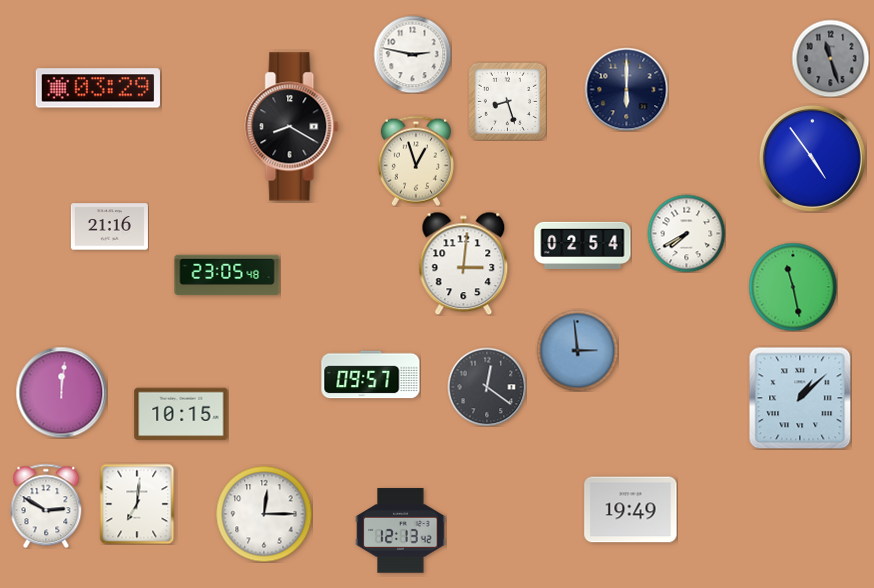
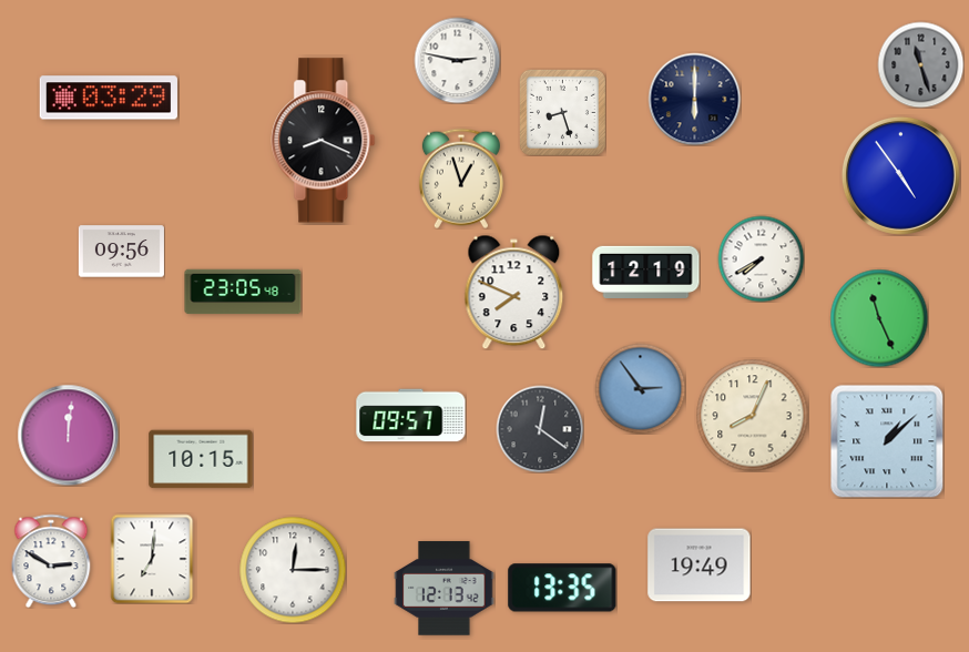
clock at (292, 127): 8:20 -> 8:19
clock at (109, 227): 21:16 -> 09:56
clock at (583, 245): 02:54 -> 12:19
clock at (464, 263): 3:01 -> 7:49
clock at (227, 275) position: (227, 275) -> (243, 292)
clock at (793, 287): 11:28 -> 11:26
clock at (577, 350): 2:59 -> 2:54
clock at (753, 416): none -> 8:04
clock at (562, 588): none -> 13:35
